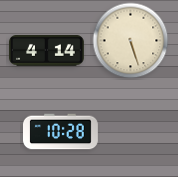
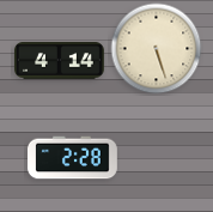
clock at (47, 51) position: (47, 51) -> (60, 61)
clock at (61, 132): 10:28 -> 2:28
